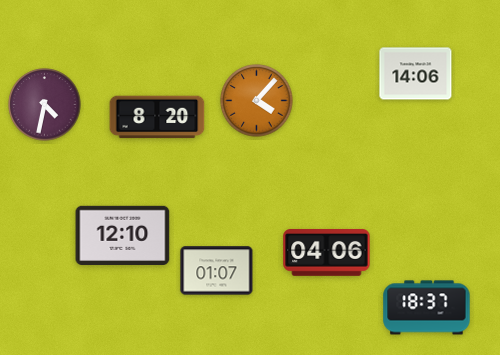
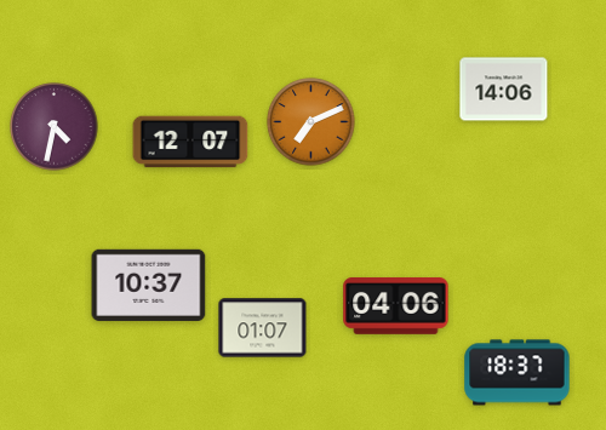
clock at (257, 101): 4:07 -> 7:11
clock at (157, 117): 8:20 -> 12:07
clock at (123, 235): 12:10 -> 10:37
